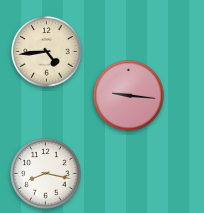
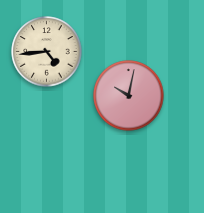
clock at (129, 96): 9:16 -> 10:02
clock at (46, 174): 8:17 -> none
